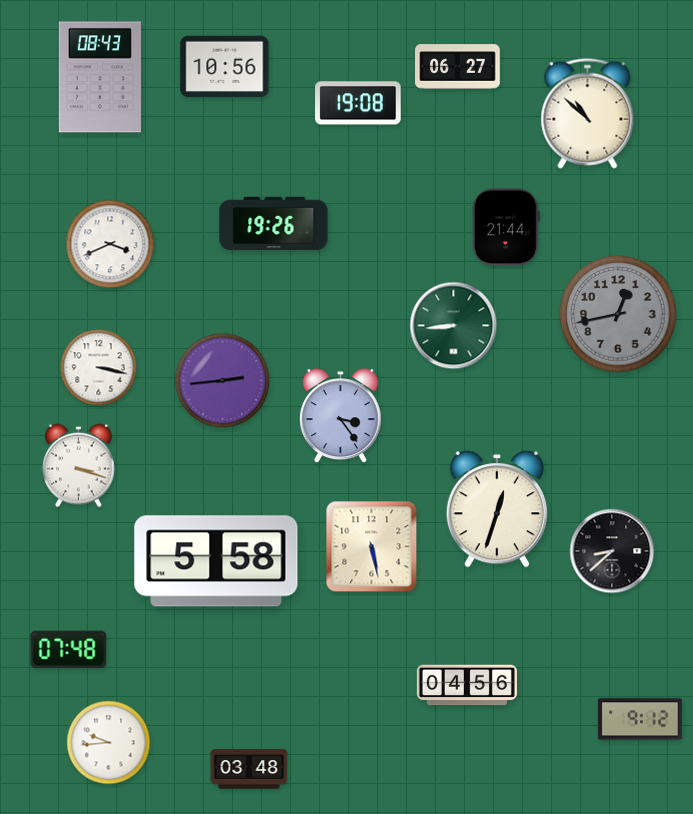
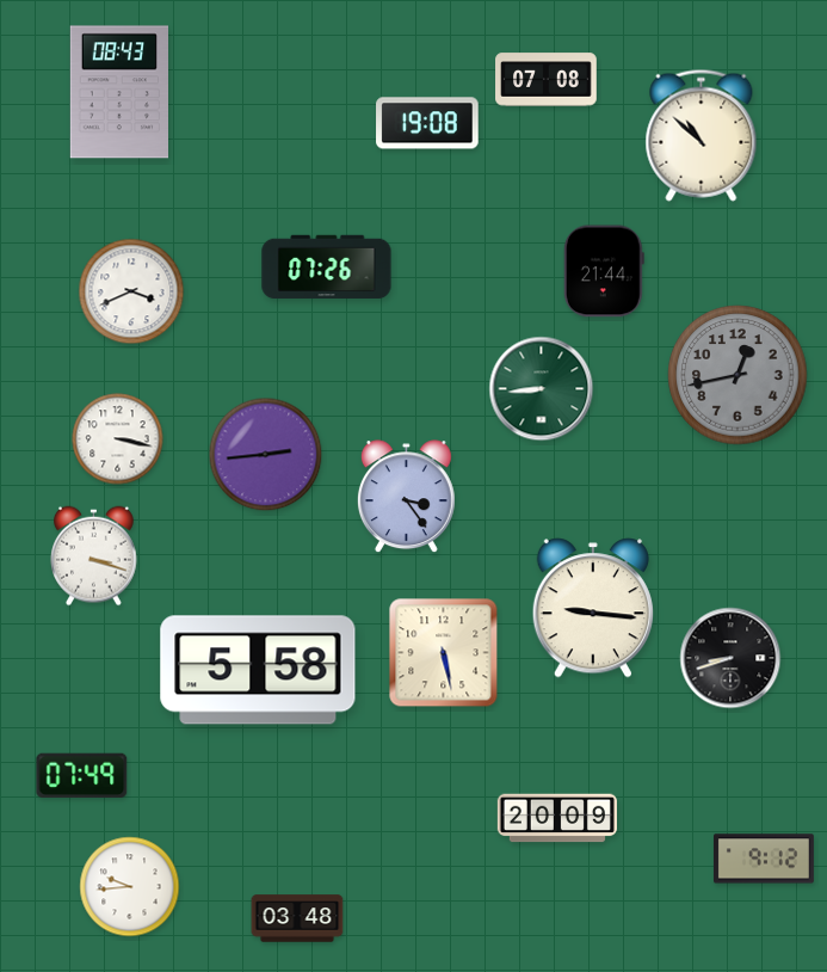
clock at (225, 67): 10:56 -> none
clock at (458, 67): 06:27 -> 07:08
clock at (274, 224): 19:26 -> 07:26
clock at (497, 509): 12:33 -> 9:16
clock at (612, 551): 8:38 -> 8:42
clock at (69, 649): 07:48 -> 07:49
clock at (467, 685): 04:56 -> 20:09
